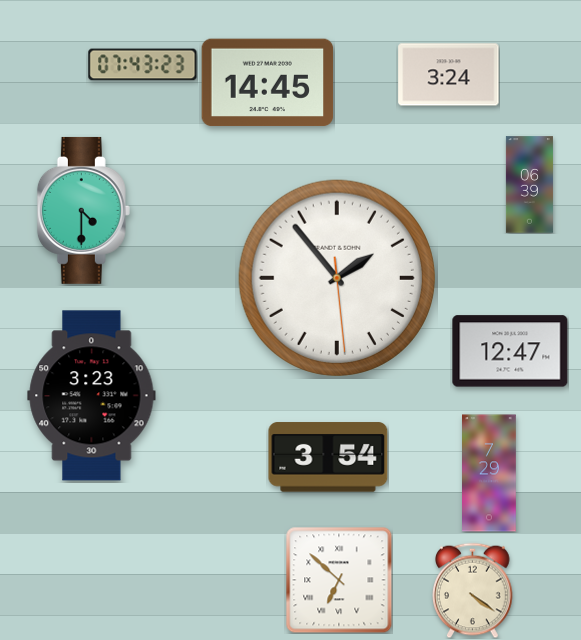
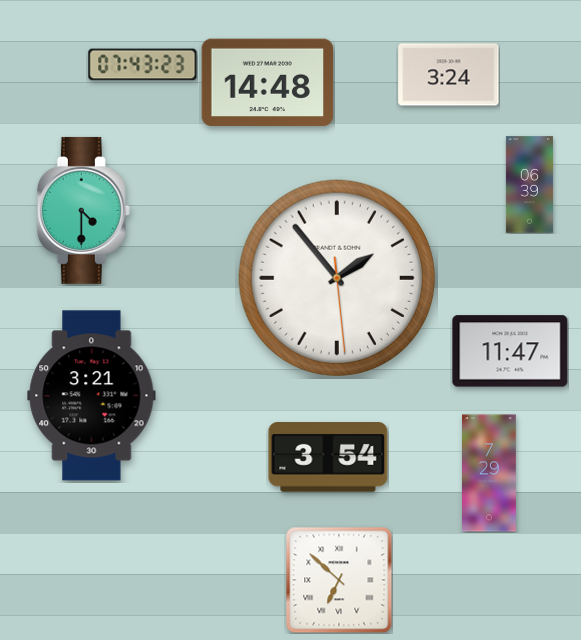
clock at (268, 83): 14:45 -> 14:48
clock at (510, 351): 12:47 -> 11:47
clock at (92, 396): 3:23 -> 3:21
clock at (473, 590): 4:21 -> none
